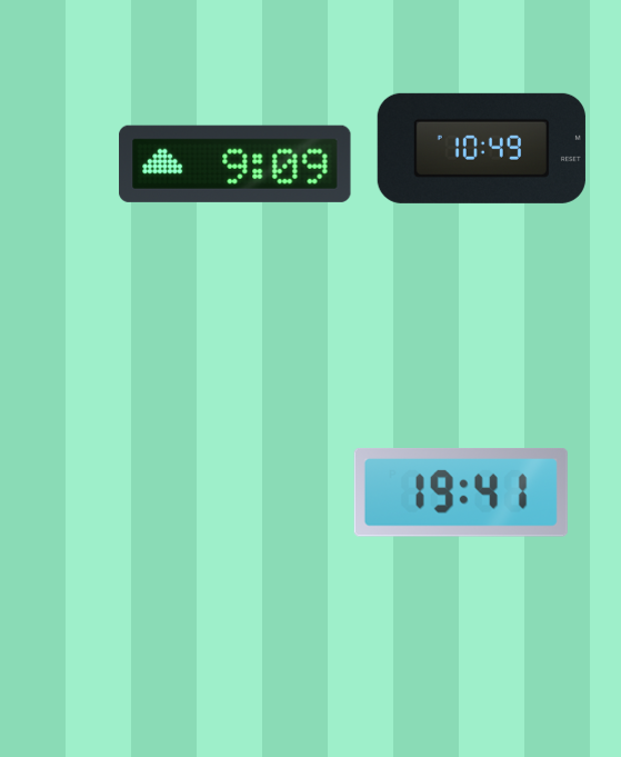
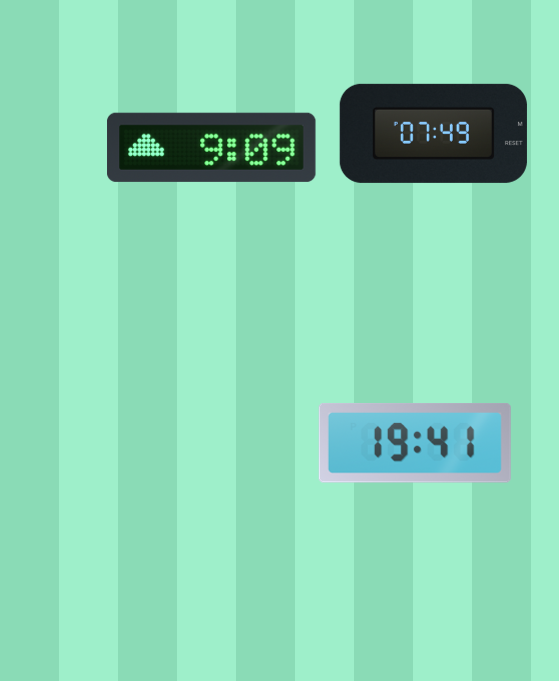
clock at (481, 148): 10:49 -> 07:49
